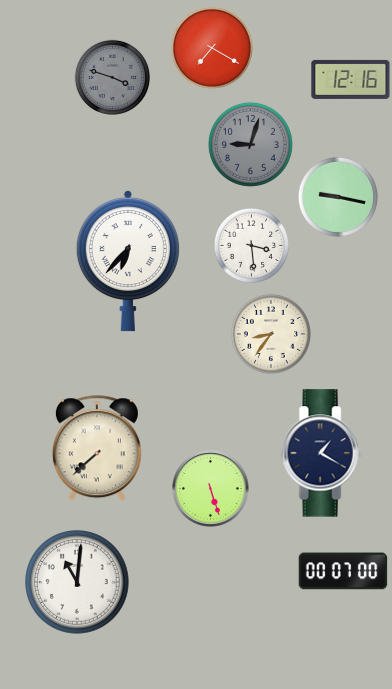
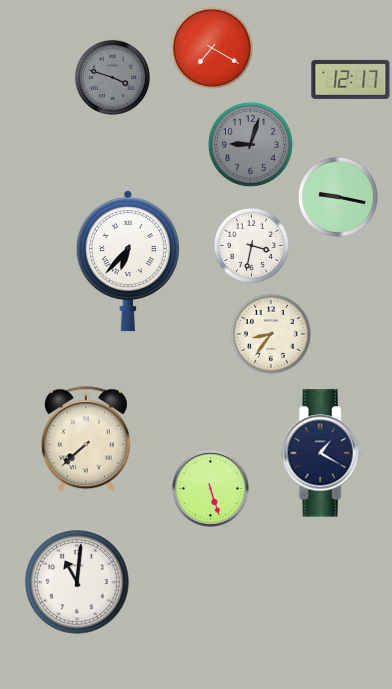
clock at (351, 79): 12:16 -> 12:17
clock at (251, 245): 3:29 -> 3:32
clock at (97, 449) position: (97, 449) -> (86, 440)
clock at (343, 571): 00:07 -> none
